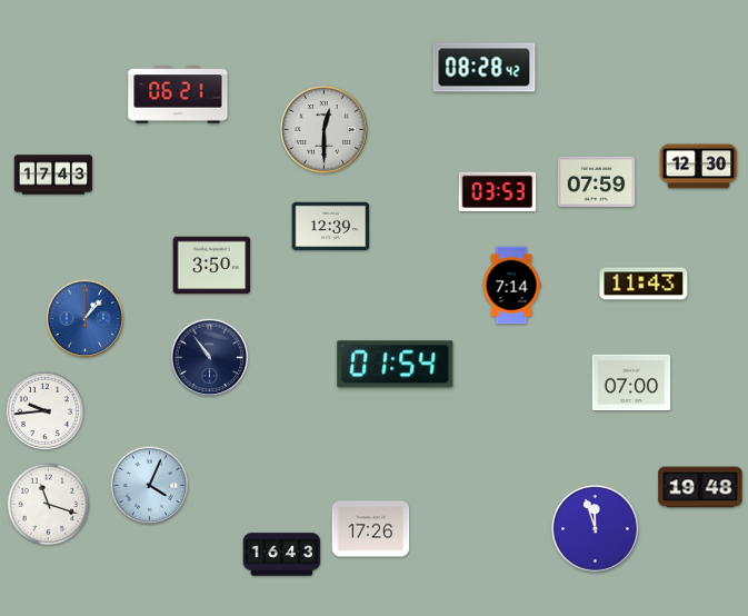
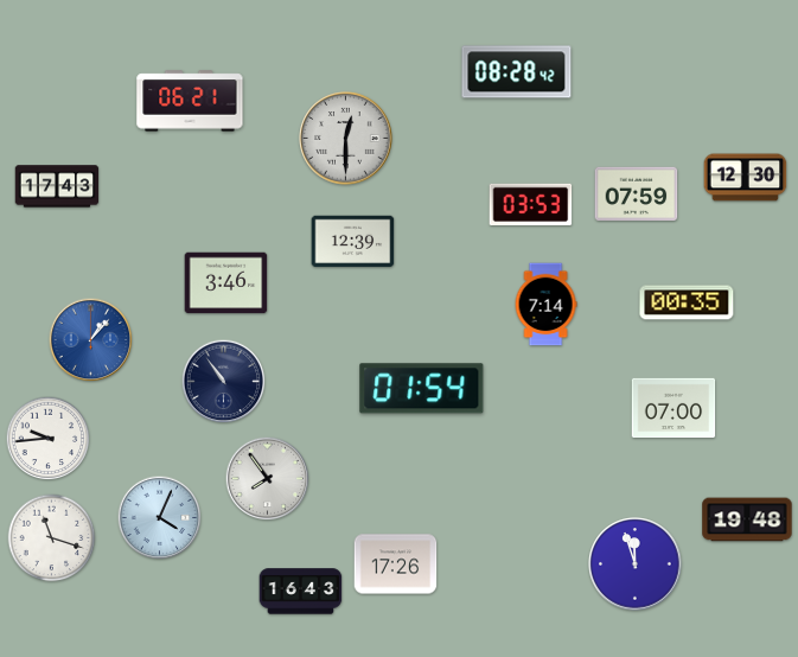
clock at (212, 266): 3:50 -> 3:46
clock at (644, 284): 11:43 -> 00:35
clock at (268, 479): none -> 7:54
